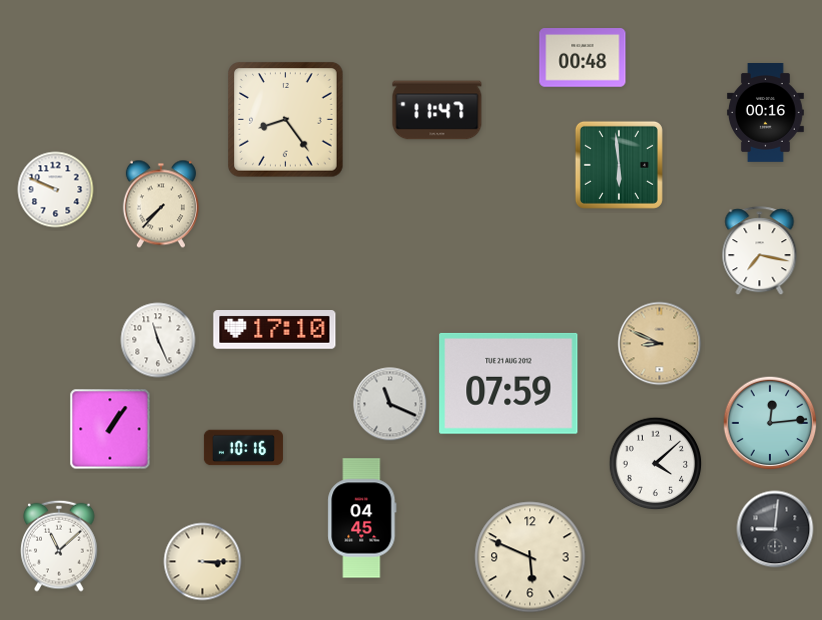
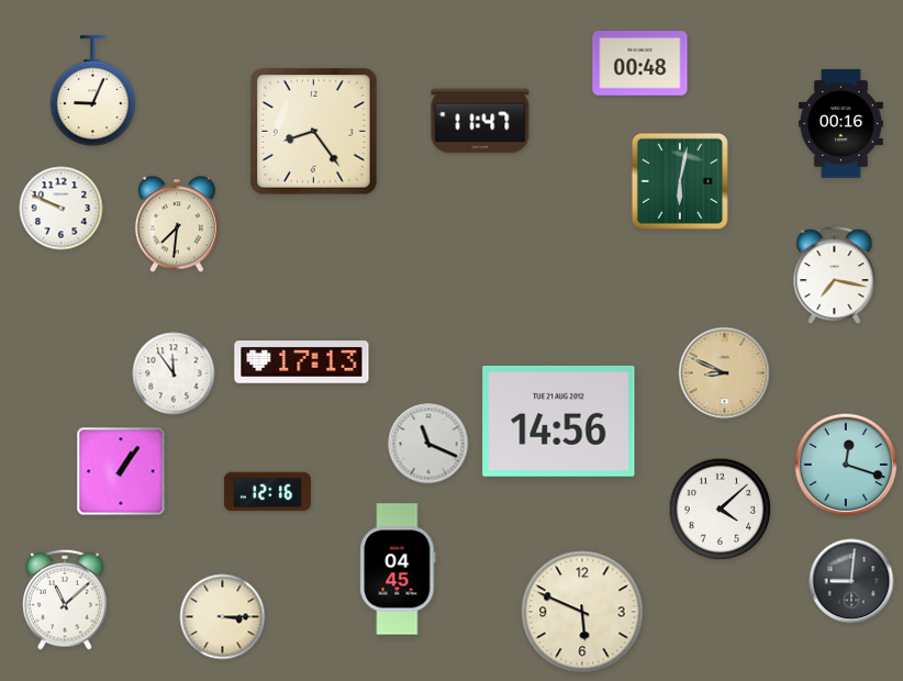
clock at (92, 91): none -> 9:04
clock at (619, 165): 5:59 -> 6:02
clock at (161, 204): 7:37 -> 7:31
clock at (275, 330): 17:10 -> 17:13
clock at (158, 340): 11:26 -> 11:54
clock at (660, 344) position: (660, 344) -> (725, 373)
clock at (509, 383): 07:59 -> 14:56
clock at (770, 423): 12:14 -> 12:18
clock at (243, 448): 10:16 -> 12:16
